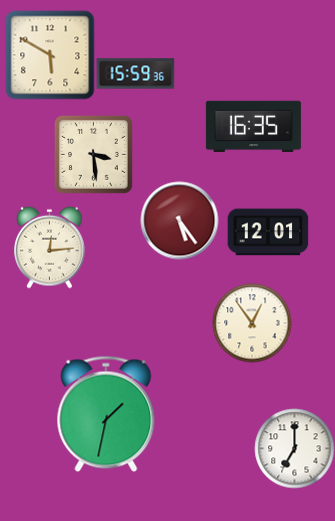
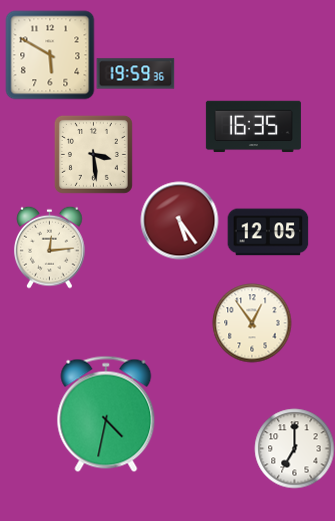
clock at (135, 74): 15:59 -> 19:59
clock at (268, 232): 12:01 -> 12:05
clock at (106, 414): 1:32 -> 4:32
